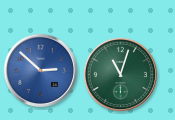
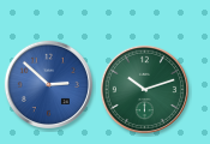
clock at (120, 74): 11:03 -> 10:12
